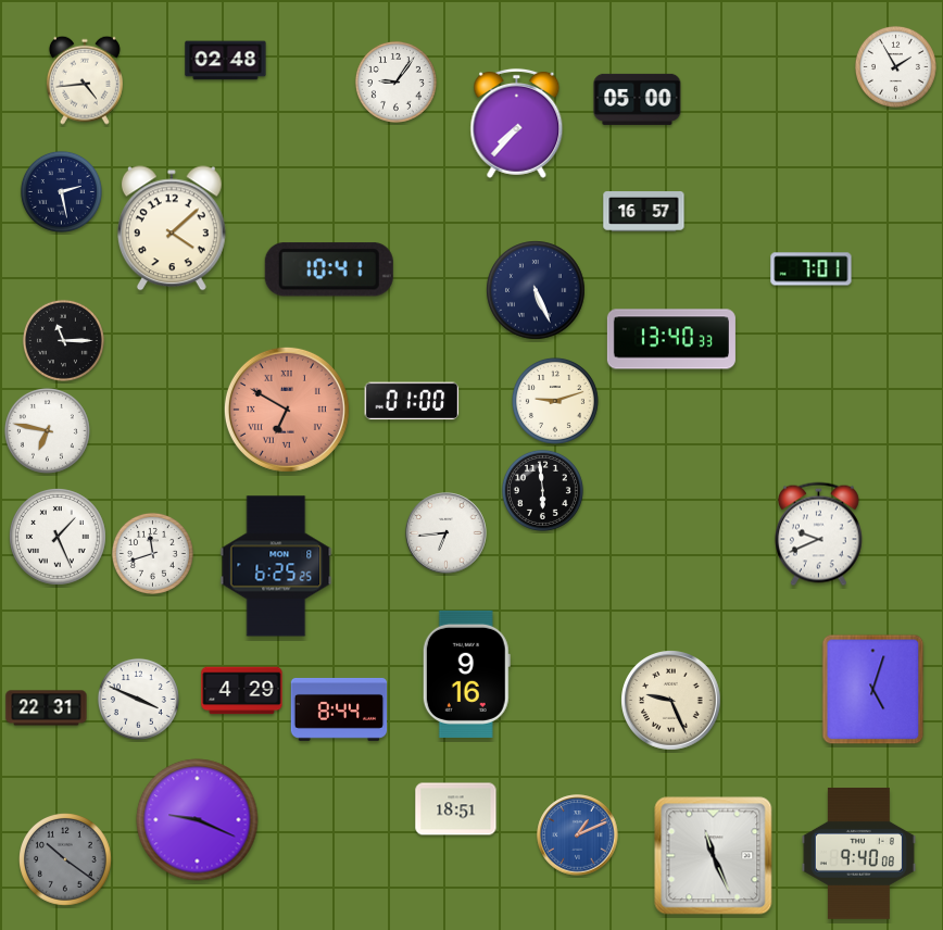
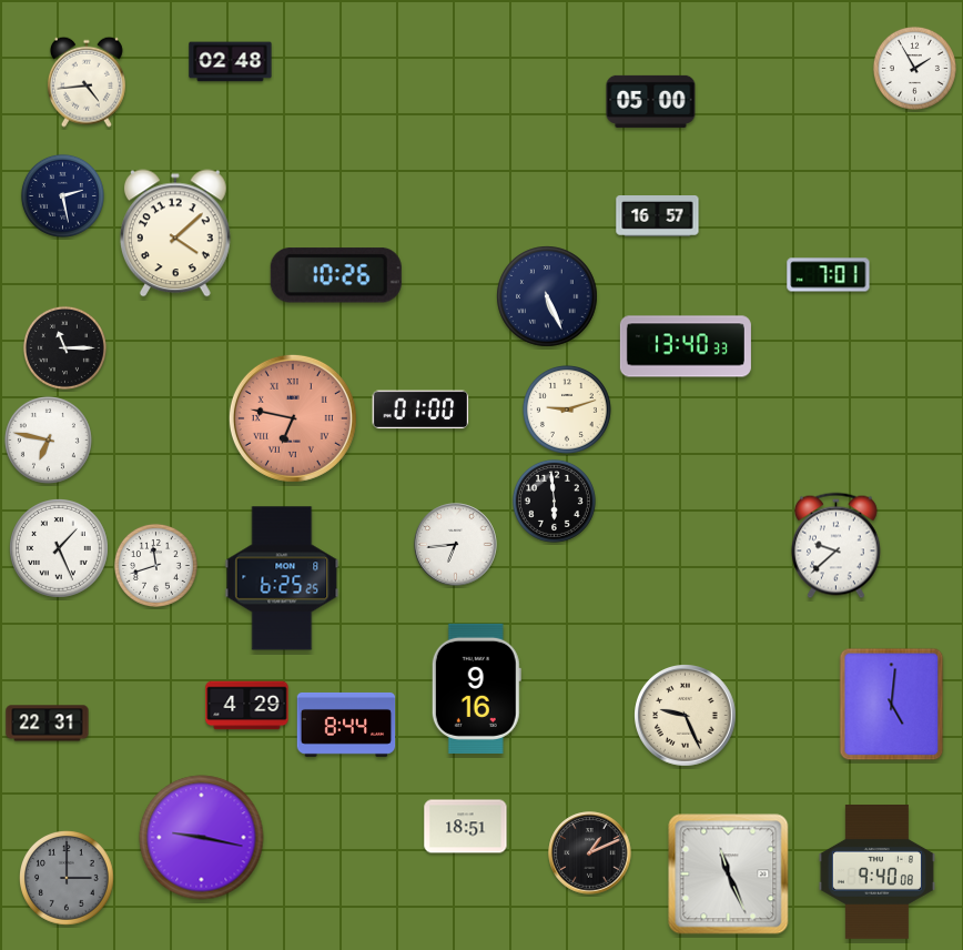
clock at (395, 81): 9:06 -> none
clock at (517, 123): 7:37 -> none
clock at (329, 269): 10:41 -> 10:26
clock at (287, 410): 6:50 -> 6:47
clock at (818, 535): 9:41 -> 9:38
clock at (873, 690): 5:03 -> 5:01
clock at (138, 699): 3:49 -> none
clock at (198, 820): 9:19 -> 9:17
clock at (578, 835) dial: blue -> black
clock at (66, 860): 10:21 -> 3:00
